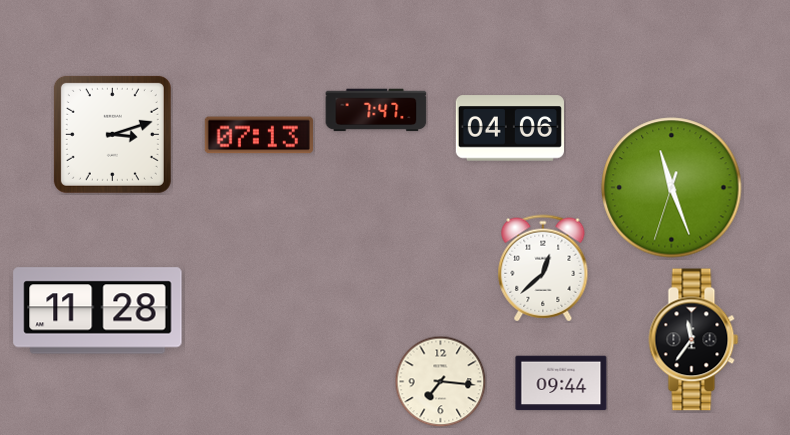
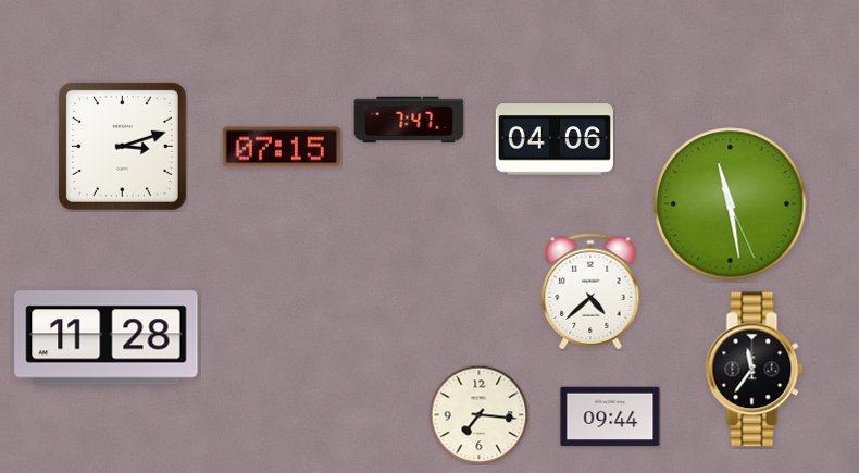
clock at (259, 135): 07:13 -> 07:15
clock at (672, 188): 11:26 -> 11:28
clock at (543, 268): 12:38 -> 4:38
